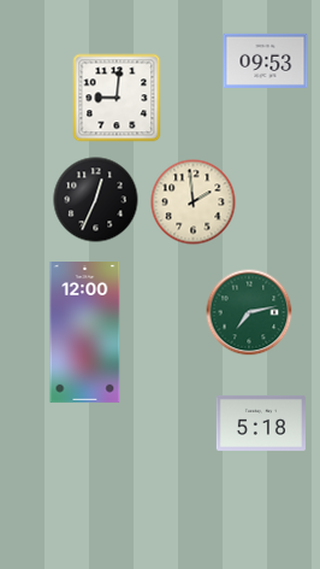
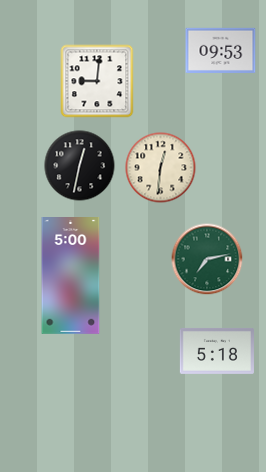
clock at (96, 200): 12:34 -> 12:32
clock at (194, 203): 1:59 -> 12:31
clock at (85, 333): 12:00 -> 5:00
